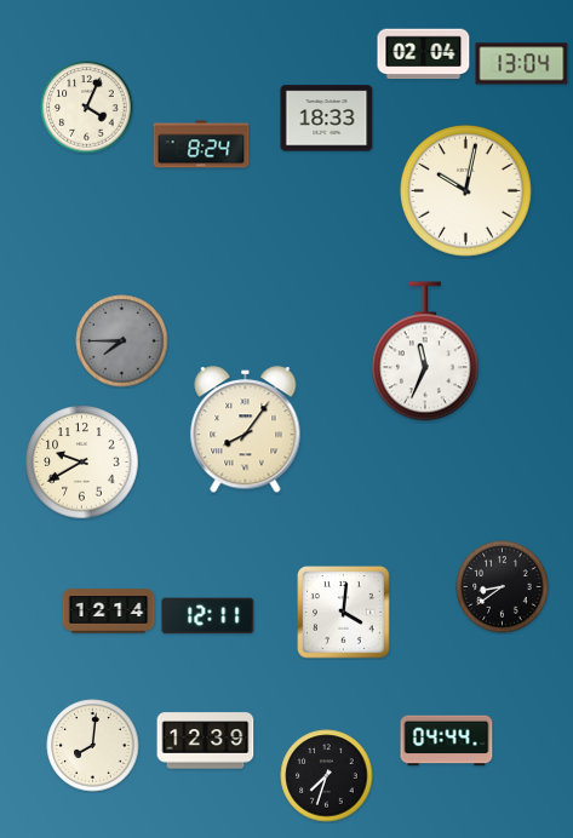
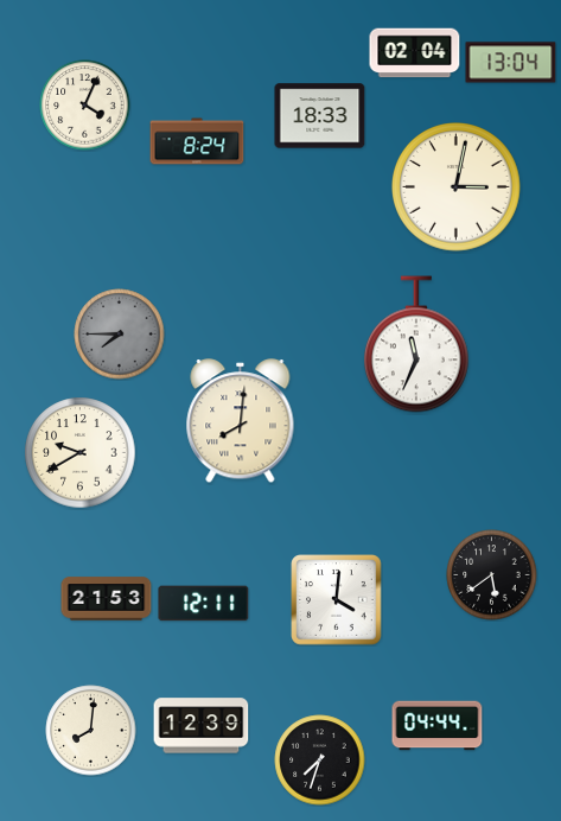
clock at (466, 191): 10:02 -> 3:02
clock at (246, 430): 8:06 -> 8:01
clock at (503, 587): 8:39 -> 5:39
clock at (109, 612): 12:14 -> 21:53
